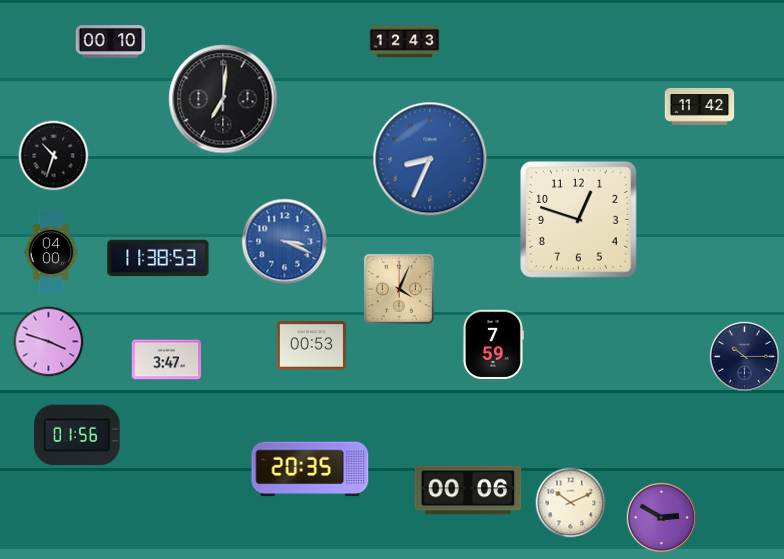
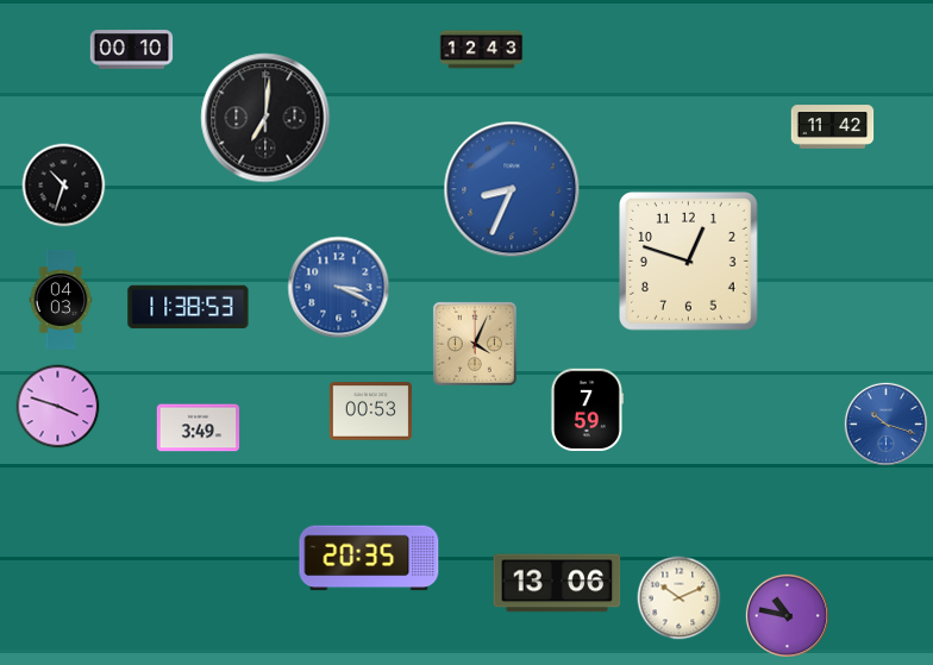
clock at (51, 252): 04:00 -> 04:03
clock at (744, 356): 10:15 -> 10:18
clock at (744, 356) dial: navy -> blue
clock at (167, 360): 3:47 -> 3:49
clock at (77, 435): 01:56 -> none
clock at (468, 490): 00:06 -> 13:06
clock at (661, 517): 2:50 -> 10:47
